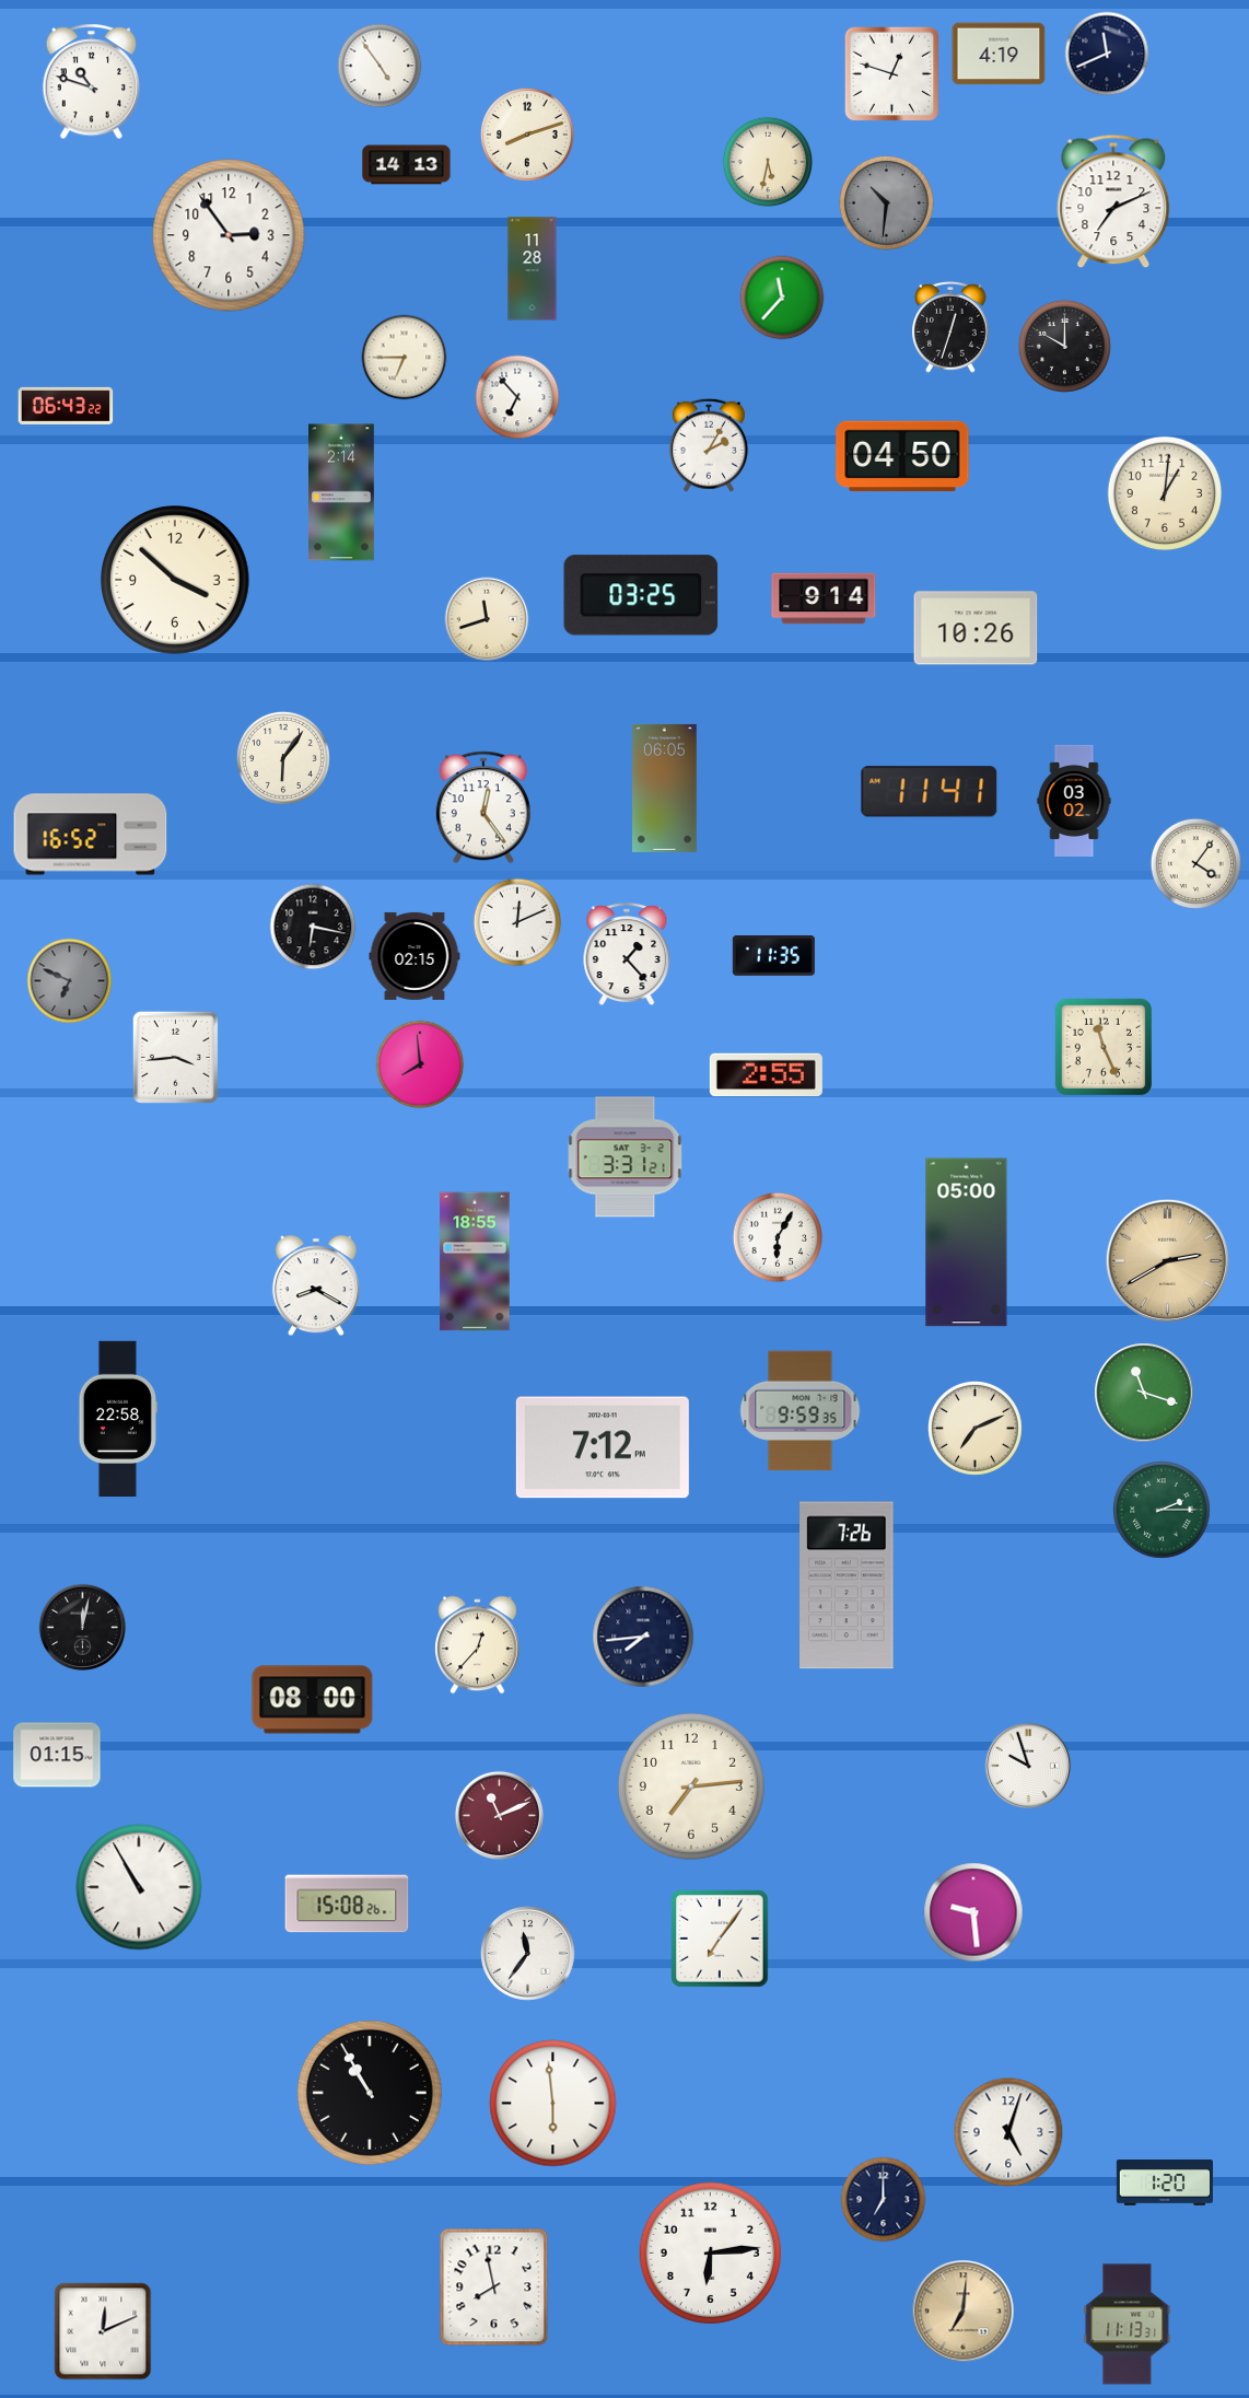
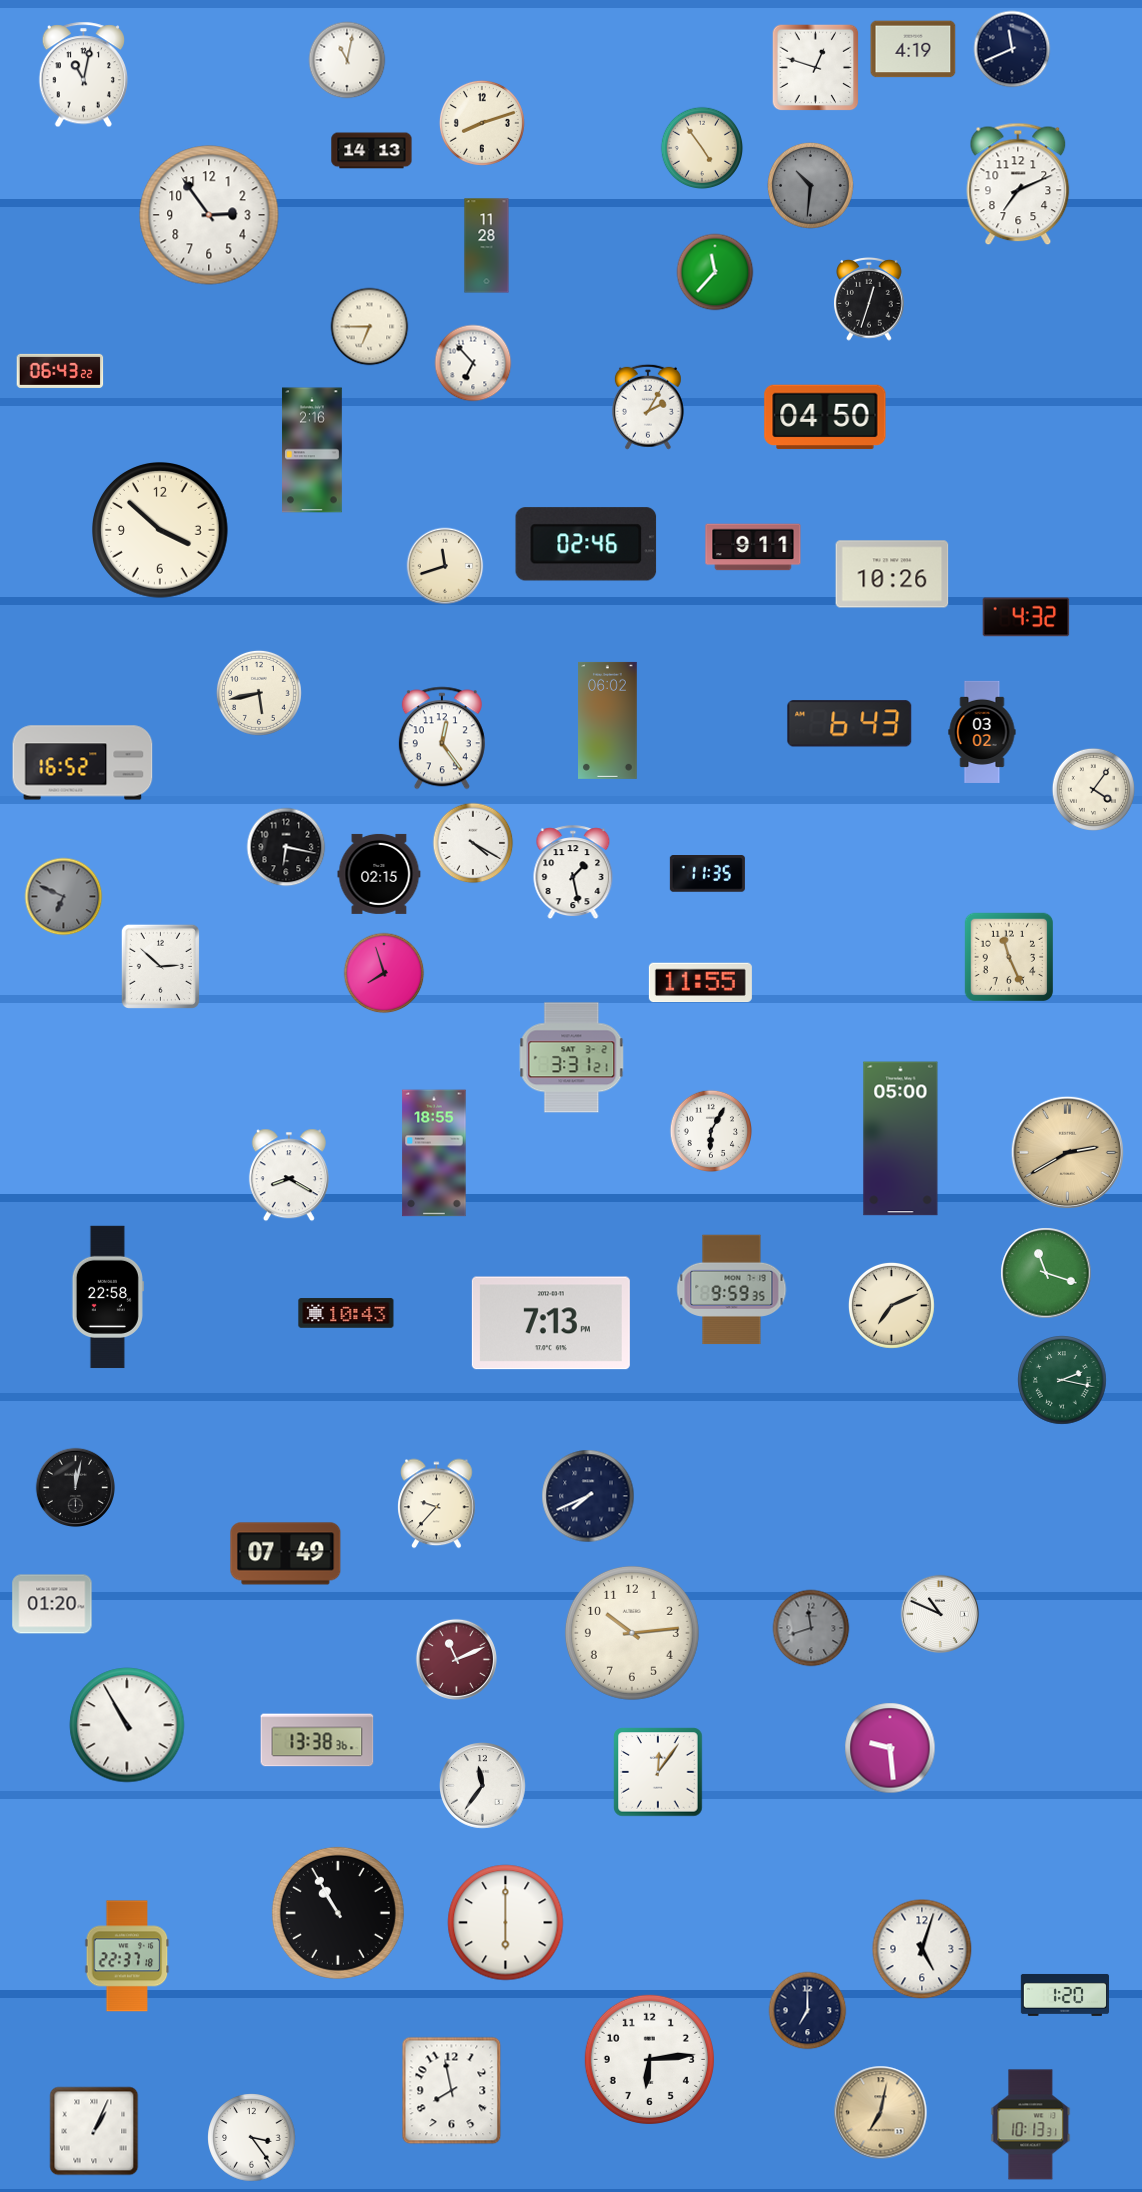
clock at (380, 66): 4:54 -> 11:02
clock at (91, 82): 10:48 -> 11:02
clock at (768, 162): 5:32 -> 4:54
clock at (1064, 346): 10:00 -> none
clock at (342, 492): 2:14 -> 2:16
clock at (1165, 493): 1:01 -> none
clock at (641, 595): 03:25 -> 02:46
clock at (824, 598): 9:14 -> 9:11
clock at (1026, 617): none -> 4:32
clock at (283, 758): 6:06 -> 5:43
clock at (665, 788): 06:05 -> 06:02
clock at (930, 792): 11:41 -> 6:43
clock at (517, 922): 12:11 -> 4:20
clock at (627, 955): 1:23 -> 1:28
clock at (175, 1057): 3:44 -> 2:52
clock at (420, 1064): 7:59 -> 7:57
clock at (766, 1075): 2:55 -> 11:55
clock at (967, 1243) position: (967, 1243) -> (901, 1139)
clock at (346, 1313): none -> 10:43
clock at (603, 1447): 7:12 -> 7:13
clock at (1162, 1510): 2:15 -> 2:17
clock at (847, 1585): 7:26 -> none
clock at (643, 1637): 7:44 -> 7:41
clock at (478, 1645): 12:37 -> 9:37
clock at (313, 1700): 08:00 -> 07:49
clock at (57, 1755): 01:15 -> 01:20
clock at (1028, 1766): 9:57 -> 10:49
clock at (811, 1628): none -> 11:42
clock at (691, 1786): 7:14 -> 10:14
clock at (347, 1904): 15:08 -> 13:38
clock at (720, 1939): 7:06 -> 12:06
clock at (553, 2104): 5:59 -> 6:00
clock at (127, 1956): none -> 22:37
clock at (964, 2312): 7:01 -> 7:02
clock at (1128, 2325): 11:13 -> 10:13
clock at (103, 2331): 12:11 -> 1:04
clock at (252, 2138): none -> 3:24
